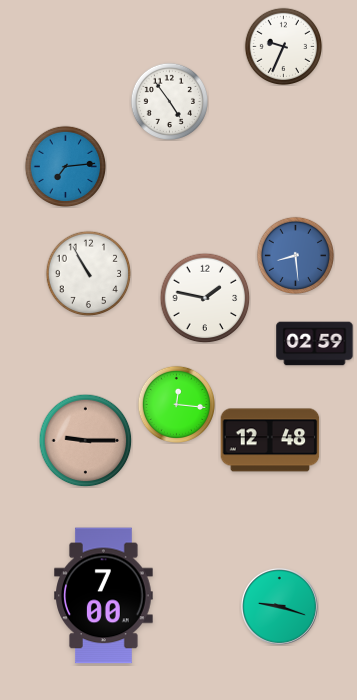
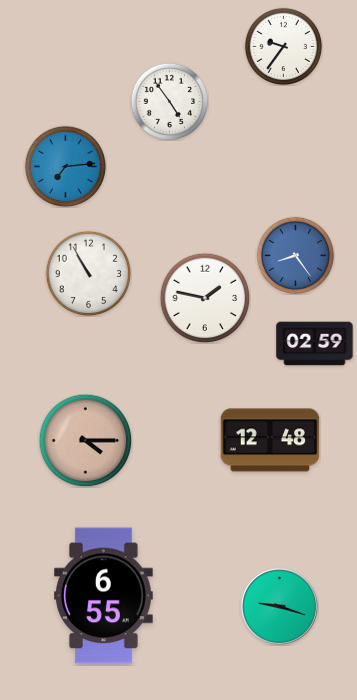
clock at (283, 46): 9:34 -> 9:36
clock at (295, 255): 8:29 -> 8:24
clock at (176, 404): 12:16 -> none
clock at (85, 440): 9:15 -> 4:15
clock at (104, 596): 7:00 -> 6:55
